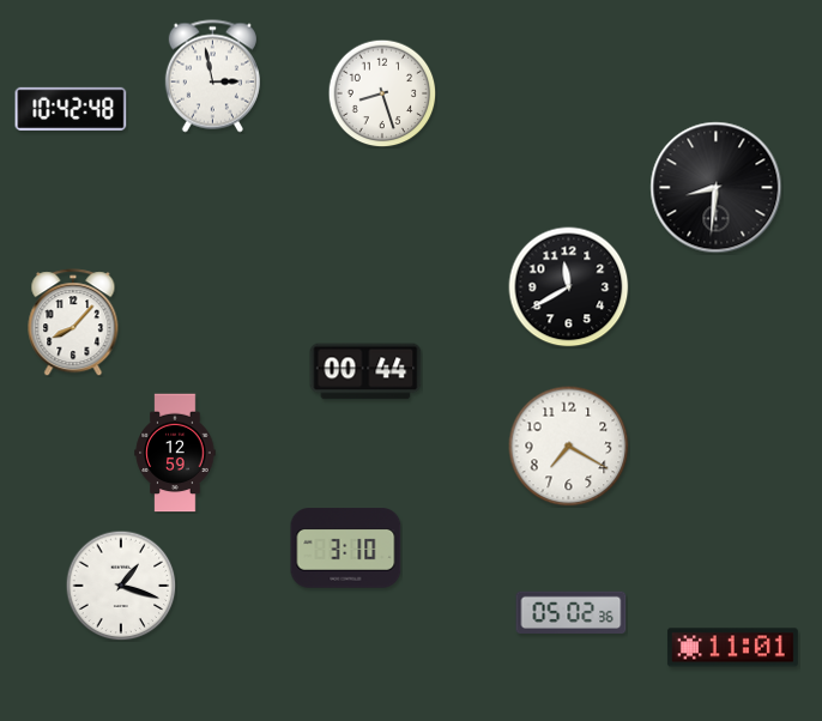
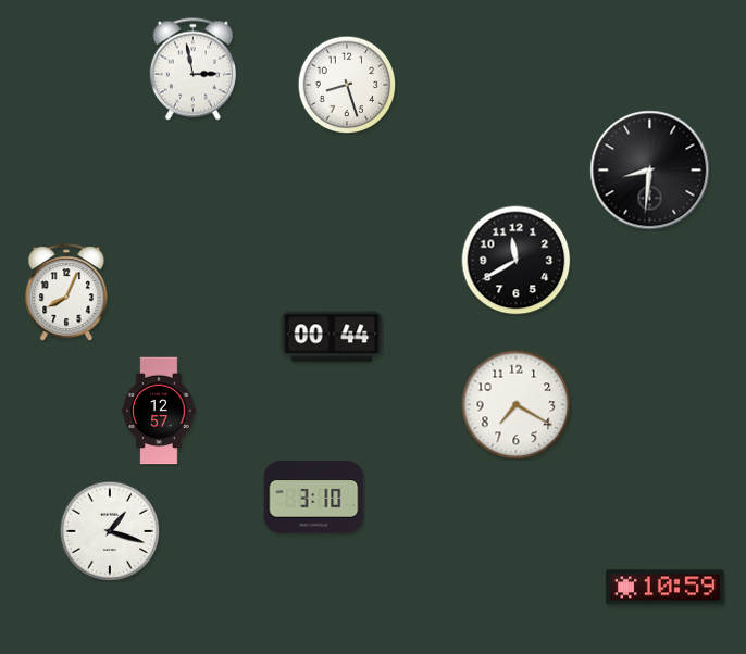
clock at (71, 109): 10:42 -> none
clock at (73, 322): 8:07 -> 8:04
clock at (175, 453): 12:59 -> 12:57
clock at (572, 612): 05:02 -> none
clock at (732, 648): 11:01 -> 10:59
